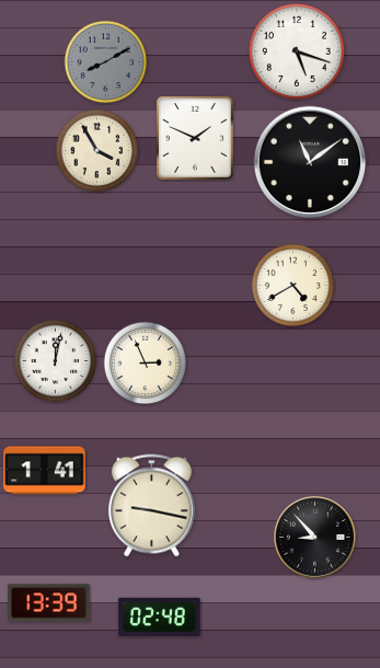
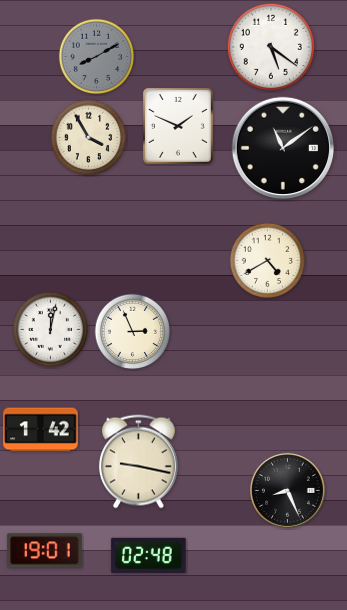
clock at (297, 51): 5:18 -> 5:21
clock at (45, 471): 1:41 -> 1:42
clock at (314, 537): 8:53 -> 8:26
clock at (49, 603): 13:39 -> 19:01
clock at (160, 617) position: (160, 617) -> (149, 555)
